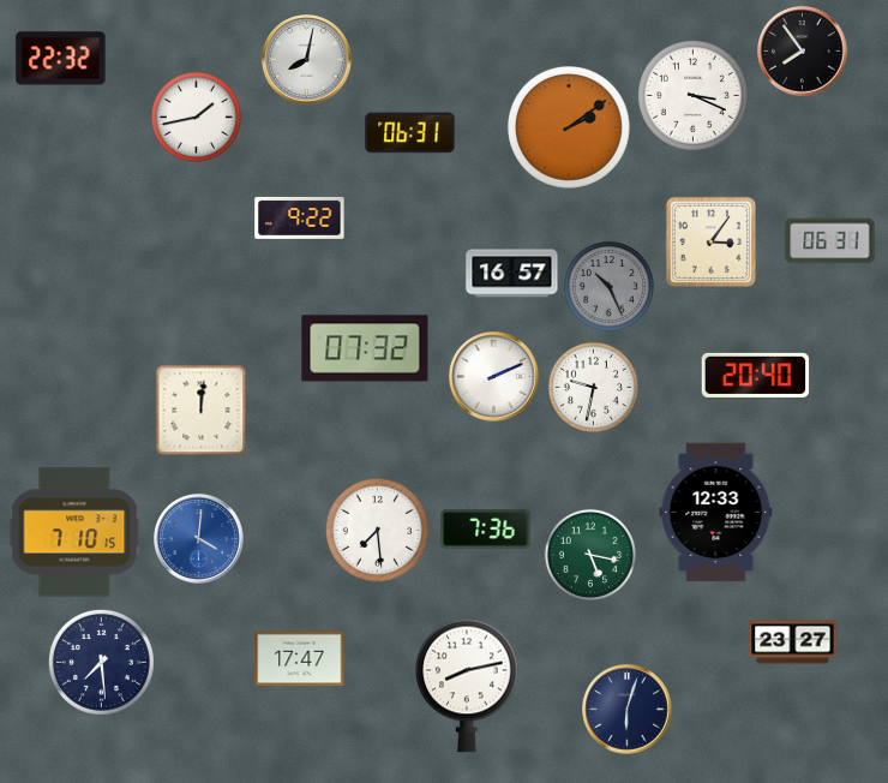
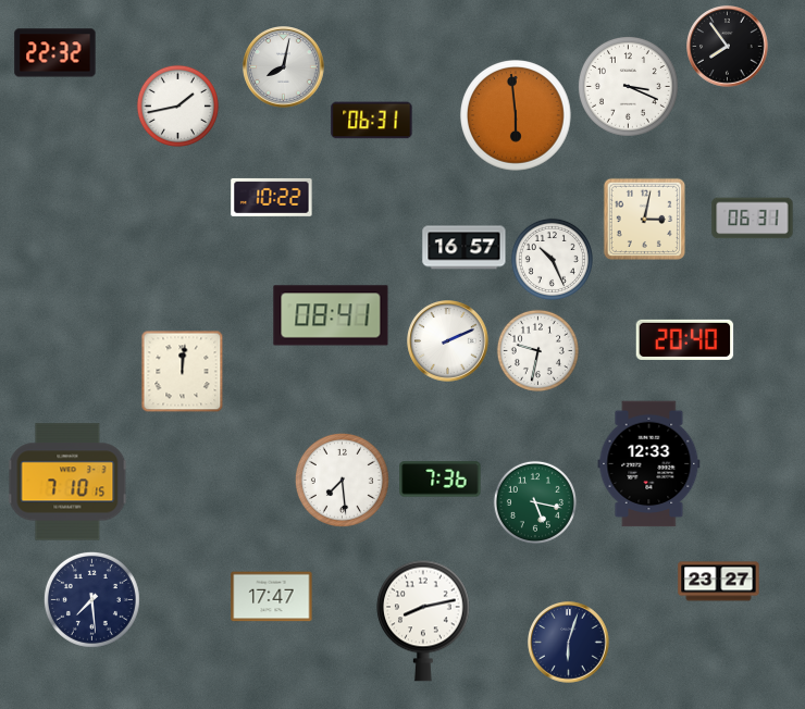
clock at (307, 60) position: (307, 60) -> (284, 67)
clock at (570, 128): 2:09 -> 5:59
clock at (300, 217): 9:22 -> 10:22
clock at (710, 241): 3:06 -> 3:02
clock at (608, 286) dial: grey -> white
clock at (365, 348): 07:32 -> 08:41
clock at (199, 539): 4:01 -> none
